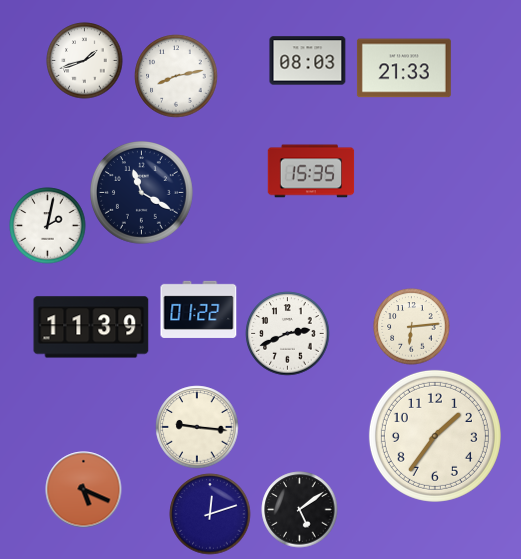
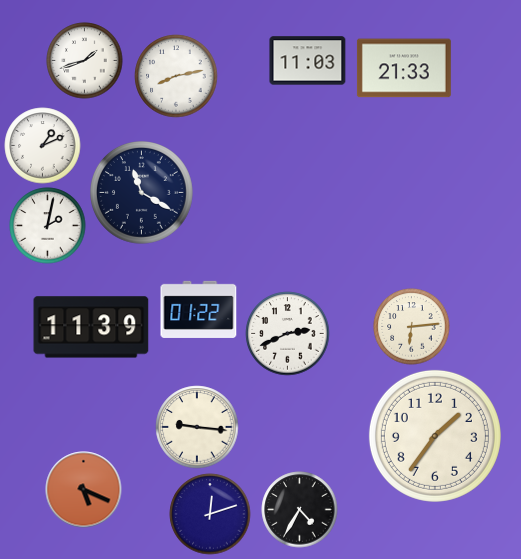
clock at (308, 61): 08:03 -> 11:03
clock at (43, 146): none -> 1:11
clock at (311, 171): 15:35 -> none
clock at (300, 510): 5:09 -> 4:35
